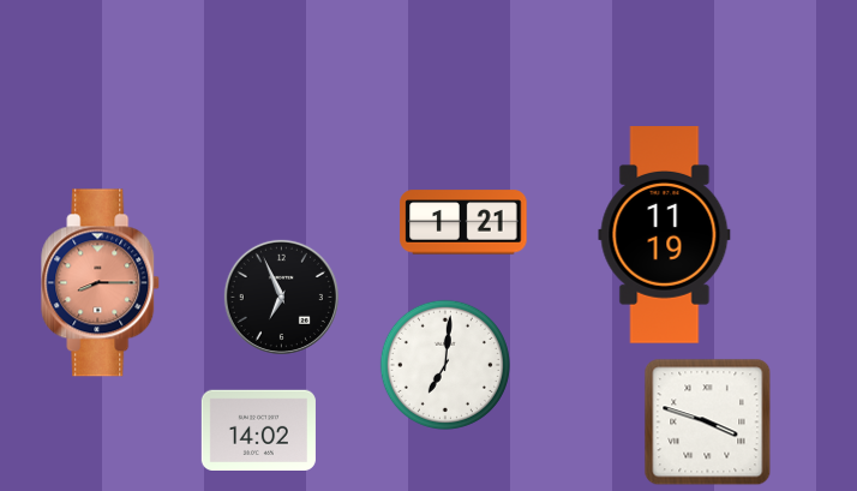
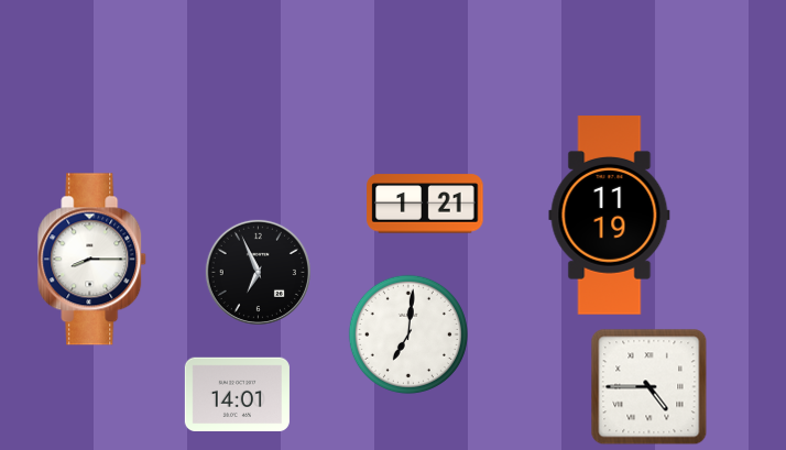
clock at (101, 283) dial: salmon -> white
clock at (708, 423): 3:48 -> 4:45
clock at (258, 431): 14:02 -> 14:01
